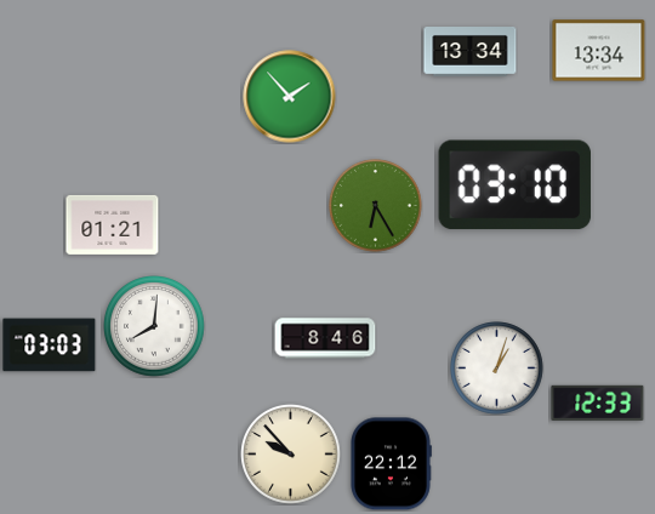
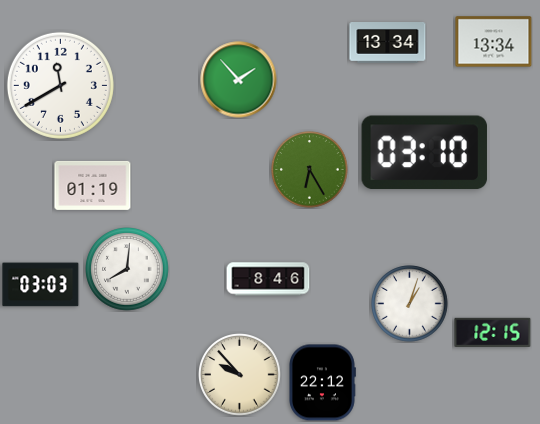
clock at (60, 85): none -> 11:40
clock at (113, 224): 01:21 -> 01:19
clock at (598, 402): 12:33 -> 12:15
